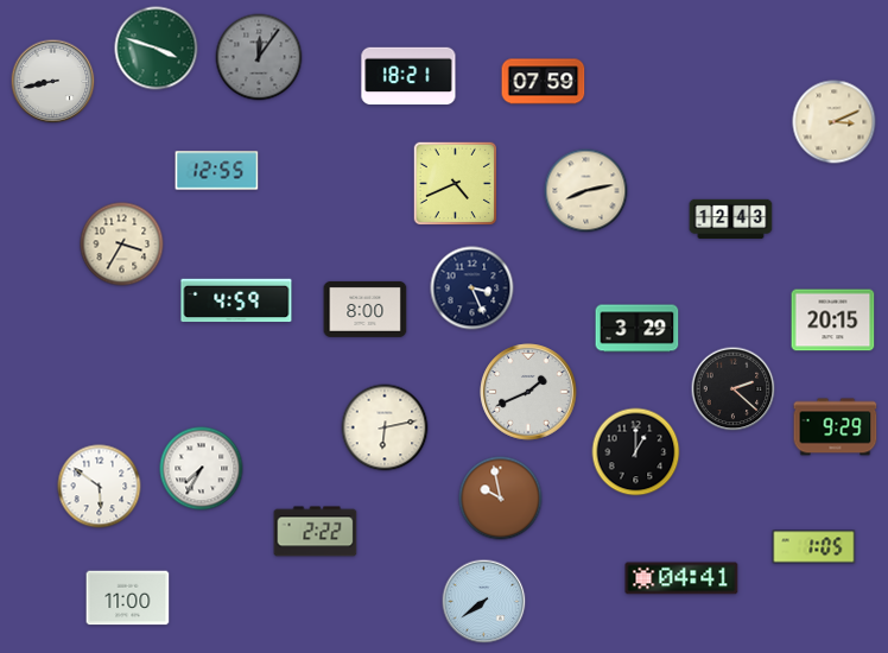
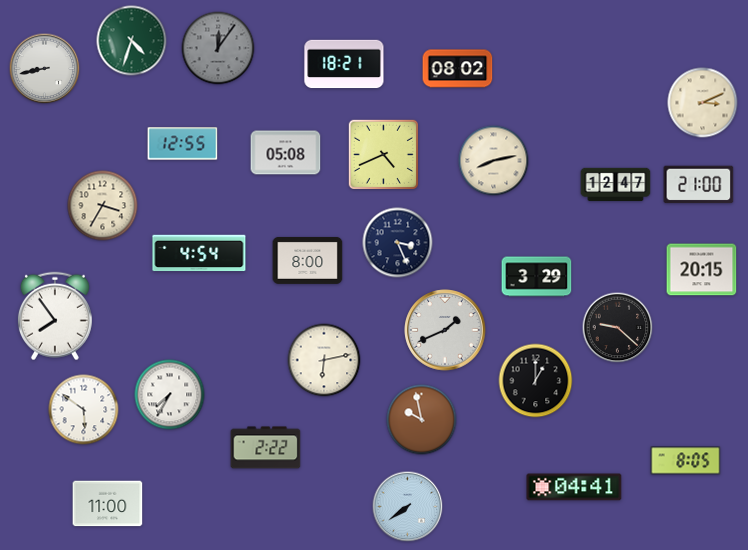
clock at (157, 49): 3:48 -> 4:33
clock at (544, 82): 07:59 -> 08:02
clock at (286, 153): none -> 05:08
clock at (731, 220): 12:43 -> 12:47
clock at (699, 185): none -> 21:00
clock at (236, 300): 4:59 -> 4:54
clock at (55, 316): none -> 7:54
clock at (734, 389): 2:22 -> 9:22
clock at (836, 427): 9:29 -> none
clock at (814, 547): 1:05 -> 8:05
